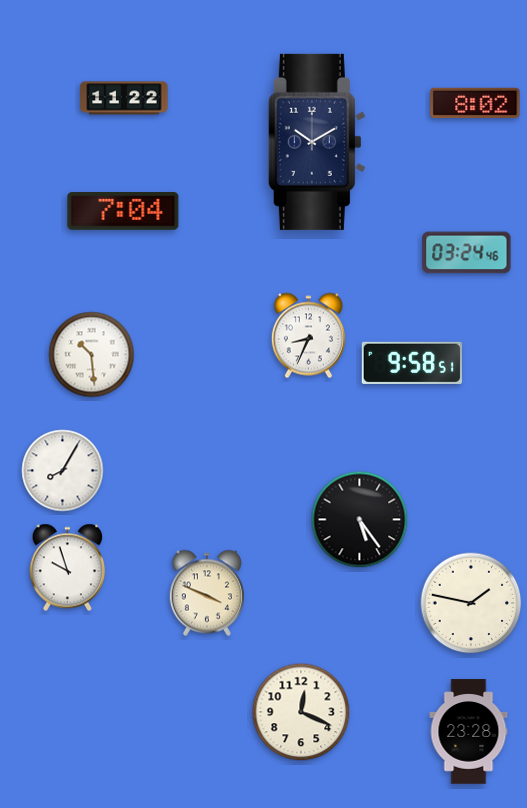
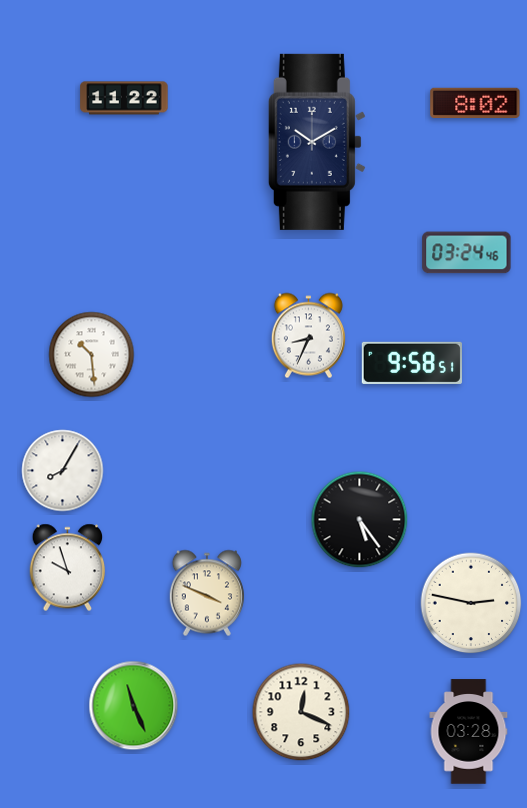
clock at (123, 211): 7:04 -> none
clock at (471, 603): 1:47 -> 2:47
clock at (134, 706): none -> 11:26
clock at (469, 732): 23:28 -> 03:28
